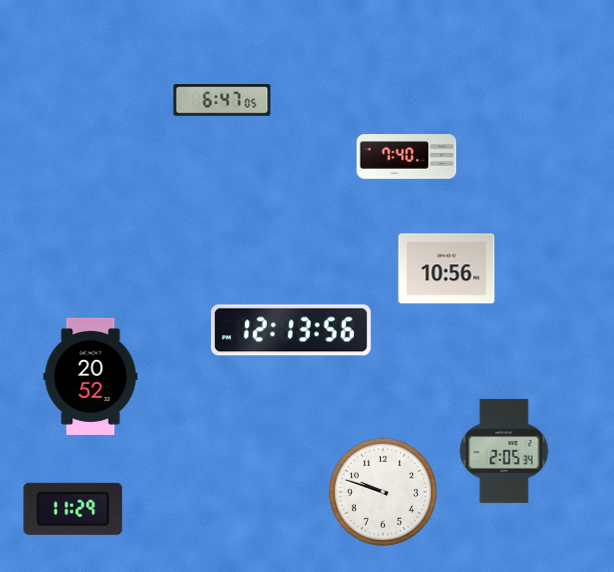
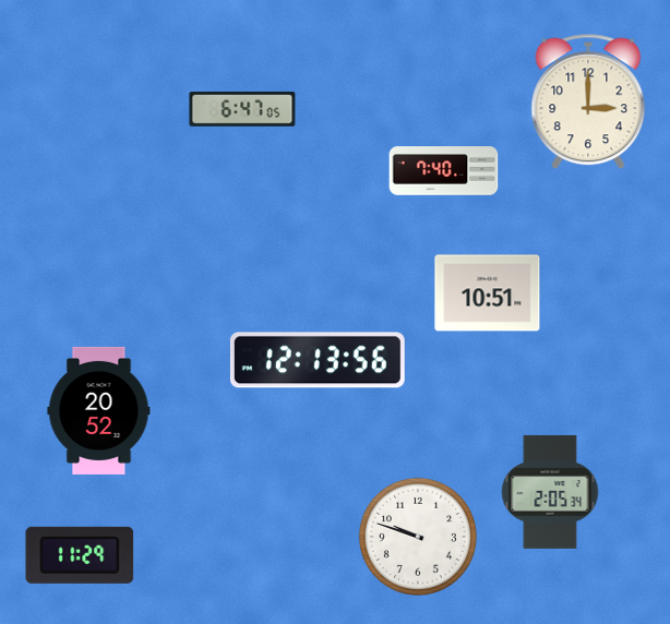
clock at (588, 101): none -> 3:00
clock at (447, 269): 10:56 -> 10:51
